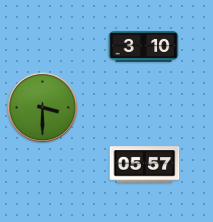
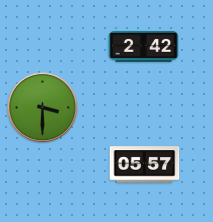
clock at (144, 46): 3:10 -> 2:42
